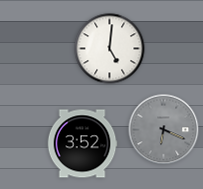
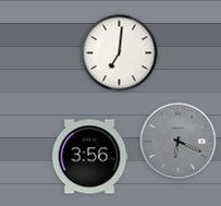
clock at (110, 49): 5:01 -> 7:01
clock at (82, 144): 3:52 -> 3:56
